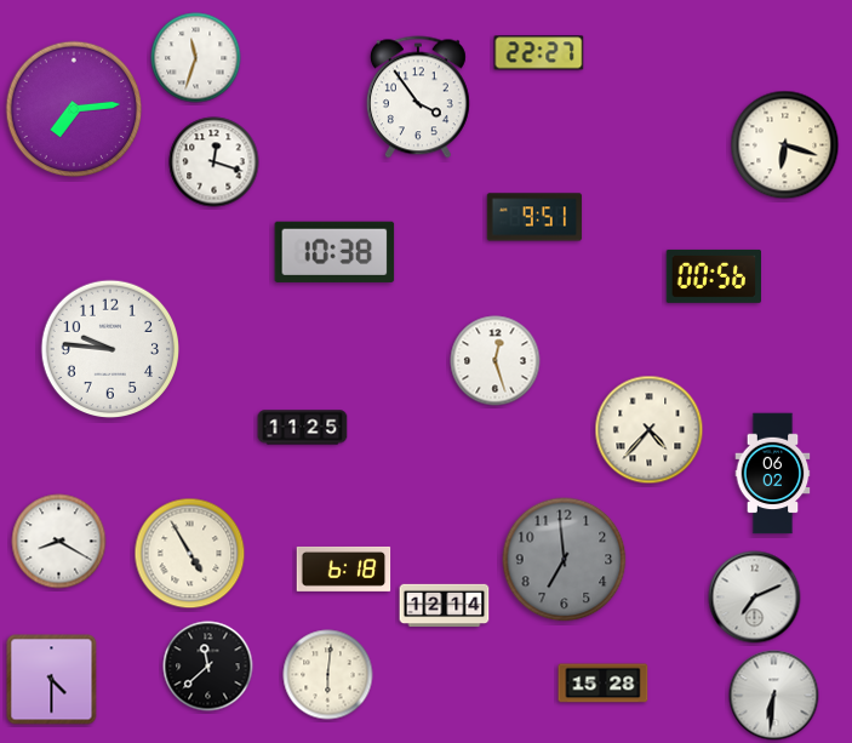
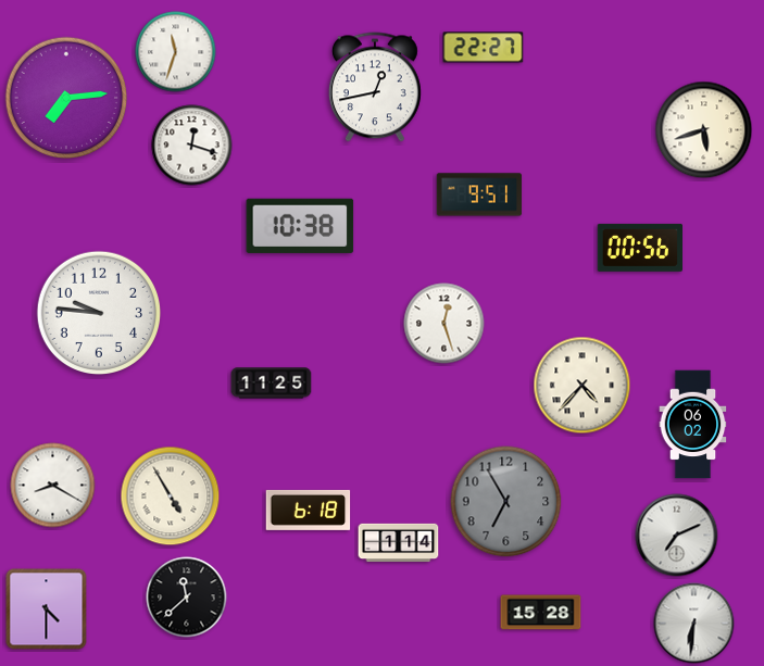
clock at (418, 97): 3:54 -> 12:43
clock at (785, 145): 6:18 -> 5:42
clock at (565, 560): 6:59 -> 6:55
clock at (445, 606): 12:14 -> 1:14
clock at (328, 675): 6:01 -> none
